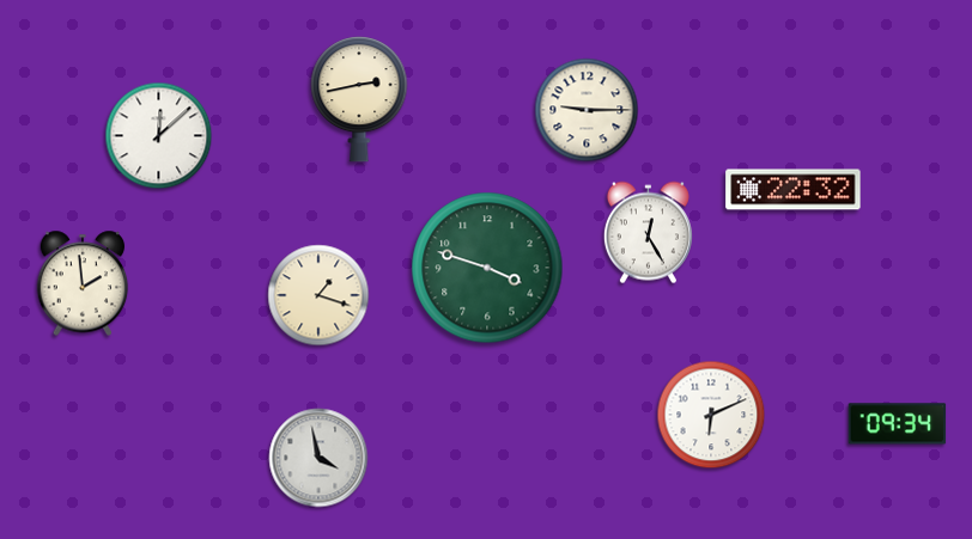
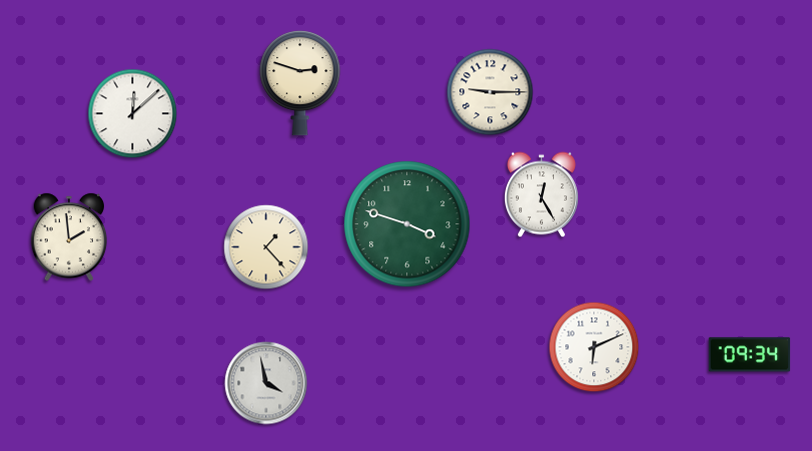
clock at (359, 100): 2:43 -> 2:48
clock at (794, 190): 22:32 -> none
clock at (318, 295): 1:18 -> 1:23
